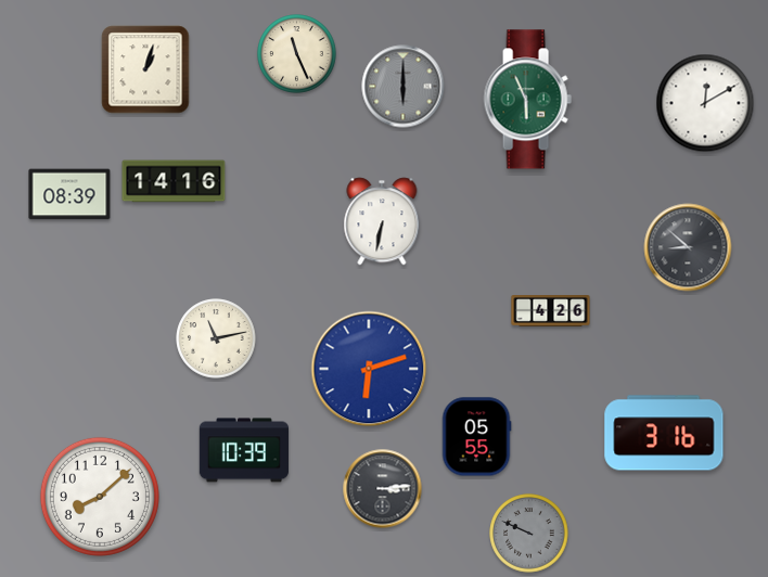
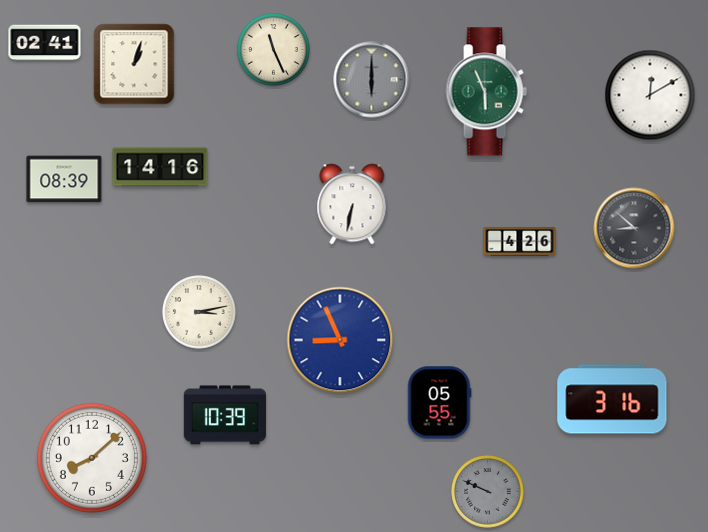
clock at (45, 43): none -> 02:41
clock at (551, 311) position: (551, 311) -> (520, 242)
clock at (216, 338): 11:13 -> 3:13
clock at (369, 369): 6:12 -> 8:56
clock at (383, 489): 3:14 -> none
